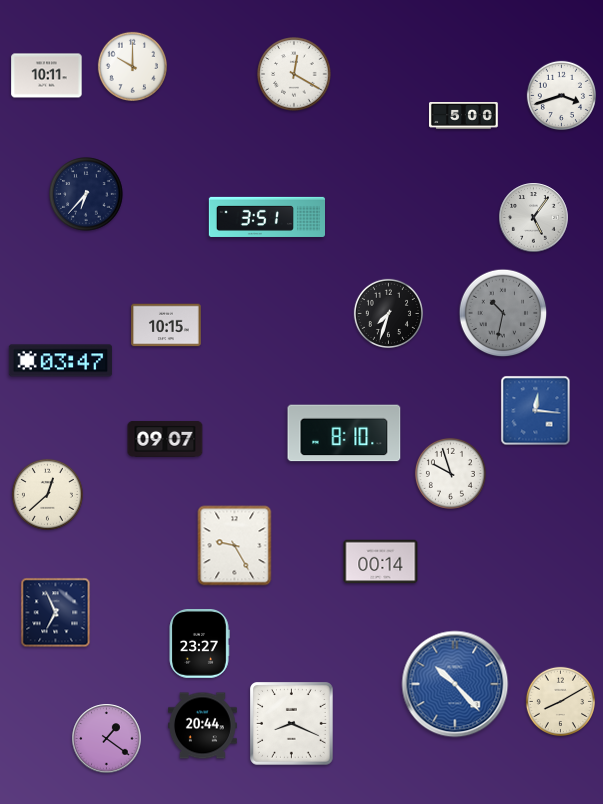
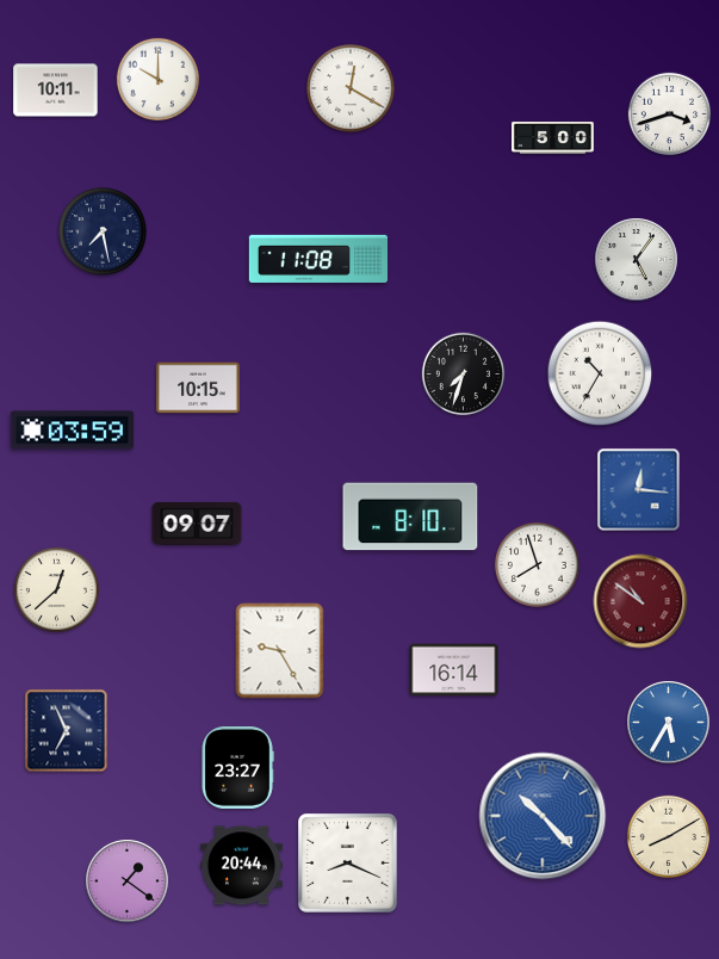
clock at (86, 194): 6:37 -> 7:28
clock at (266, 217): 3:51 -> 11:08
clock at (503, 313): 10:32 -> 10:35
clock at (503, 313) dial: grey -> white
clock at (61, 361): 03:47 -> 03:59
clock at (450, 473): 9:57 -> 7:57
clock at (640, 601): none -> 10:51
clock at (381, 562): 00:14 -> 16:14
clock at (669, 723): none -> 5:35
